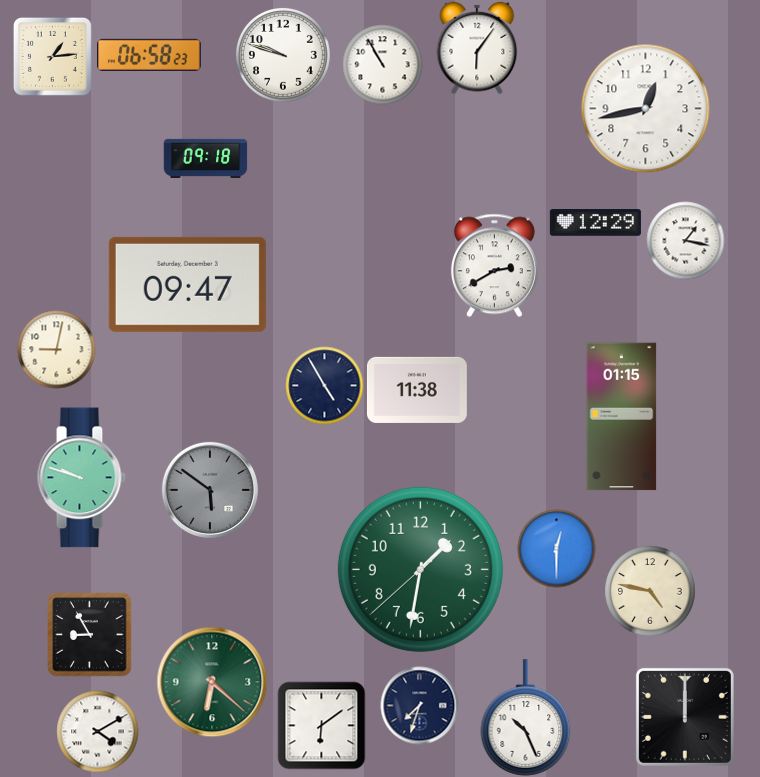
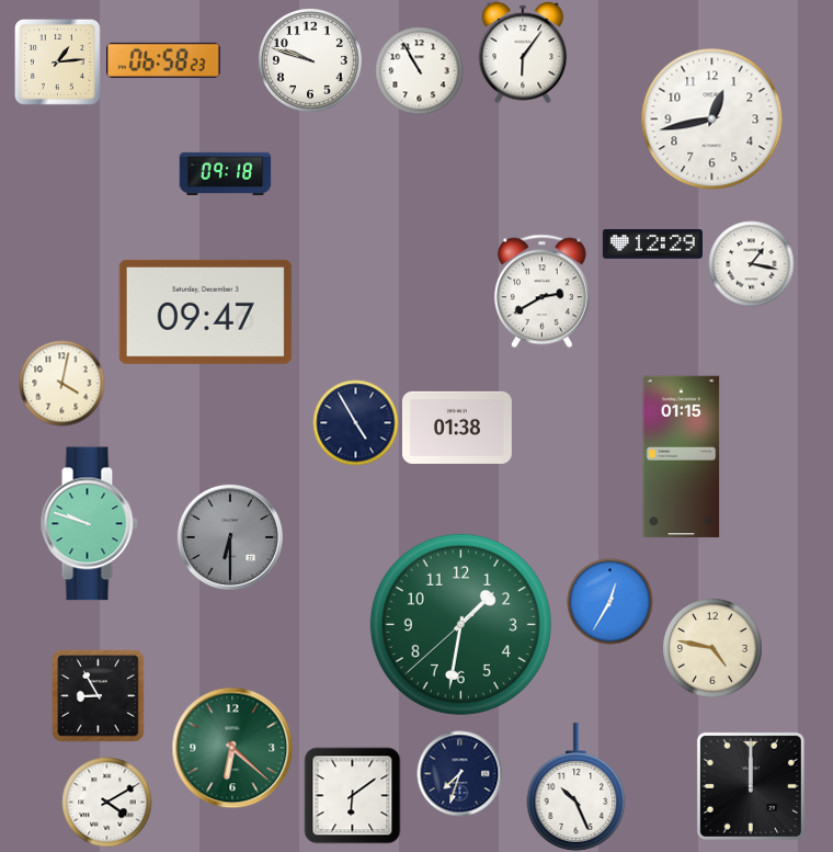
clock at (645, 108) position: (645, 108) -> (711, 118)
clock at (56, 349): 9:02 -> 4:02
clock at (417, 390): 11:38 -> 01:38
clock at (210, 490): 5:51 -> 6:30
clock at (556, 548): 12:30 -> 12:35
